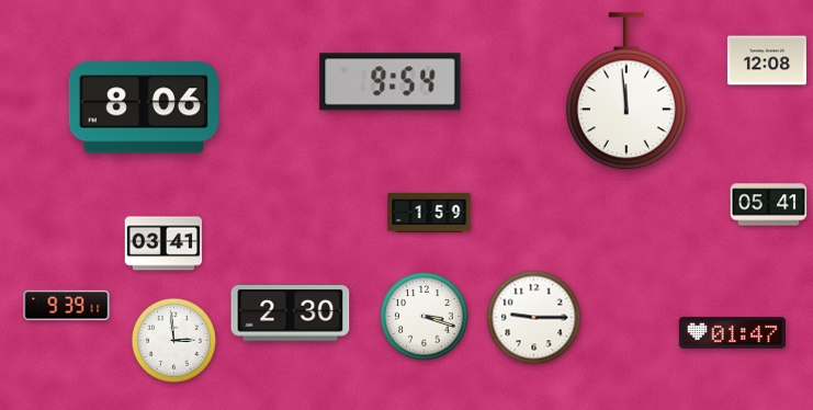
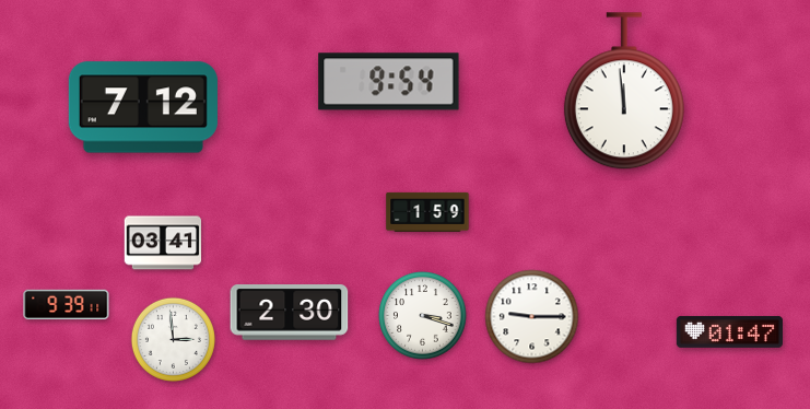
clock at (767, 60): 12:08 -> none
clock at (144, 107): 8:06 -> 7:12
clock at (769, 205): 05:41 -> none
